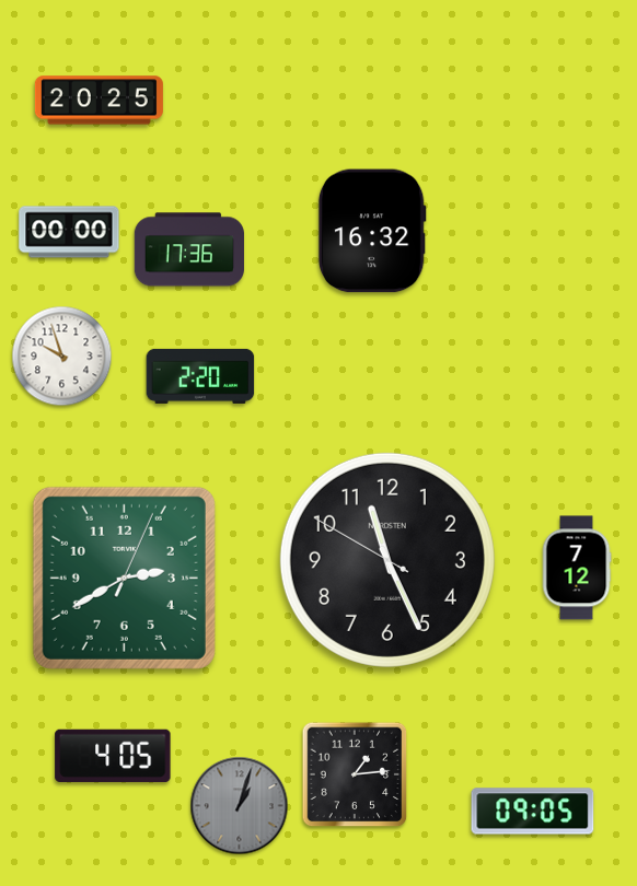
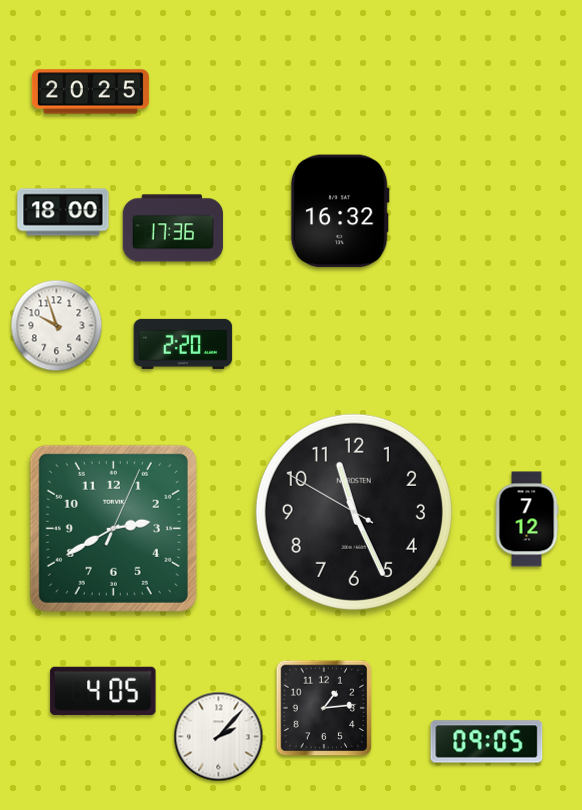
clock at (69, 232): 00:00 -> 18:00
clock at (240, 806): 1:03 -> 2:07
clock at (240, 806) dial: grey -> white
